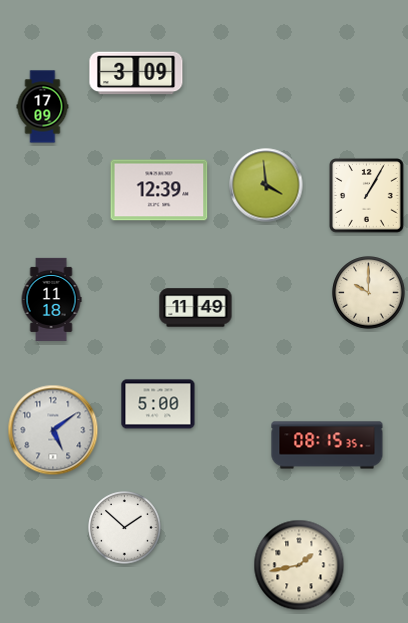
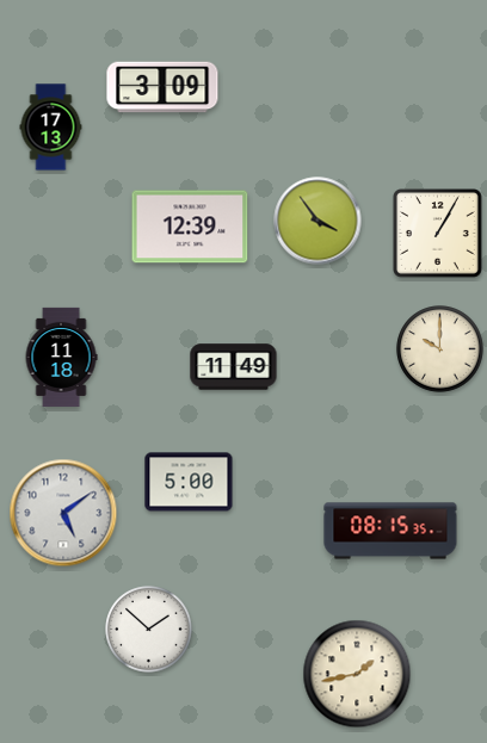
clock at (43, 107): 17:09 -> 17:13
clock at (266, 185): 3:59 -> 3:54
